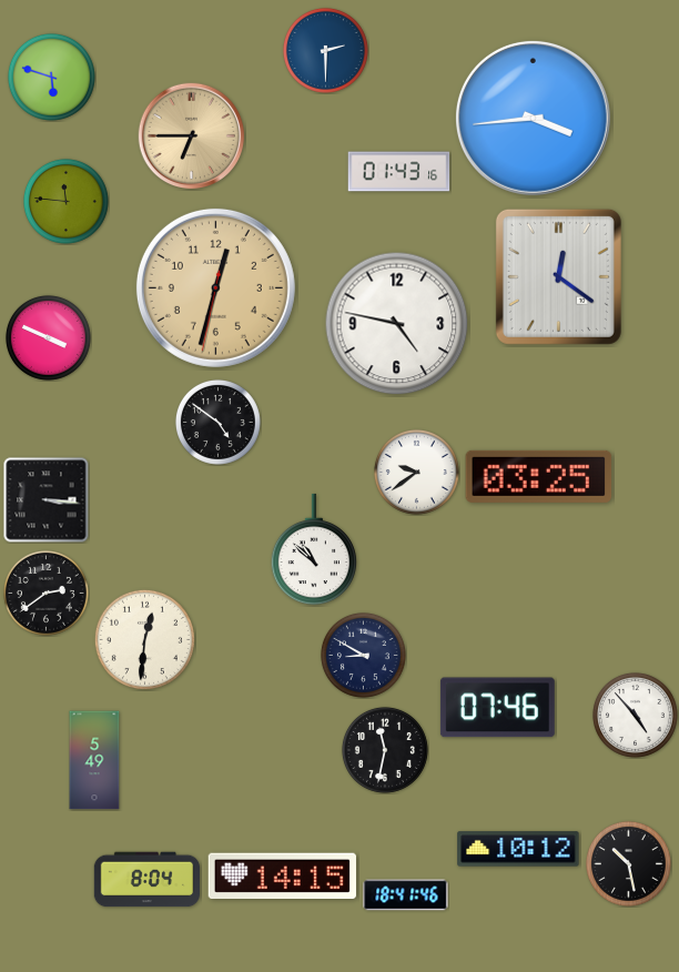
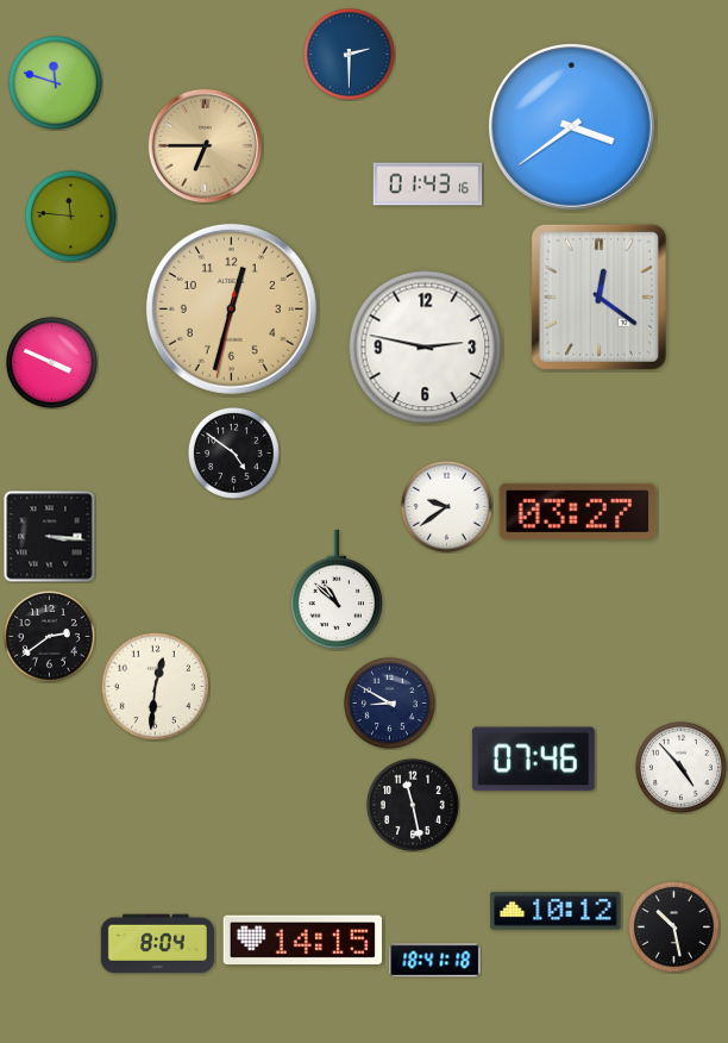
clock at (51, 77): 5:48 -> 11:48
clock at (533, 118): 3:44 -> 3:39
clock at (397, 324): 4:47 -> 2:47
clock at (539, 476): 03:25 -> 03:27
clock at (385, 750): 11:32 -> 11:28
clock at (94, 760): 5:49 -> none
clock at (406, 895): 18:41:46 -> 18:41:18
